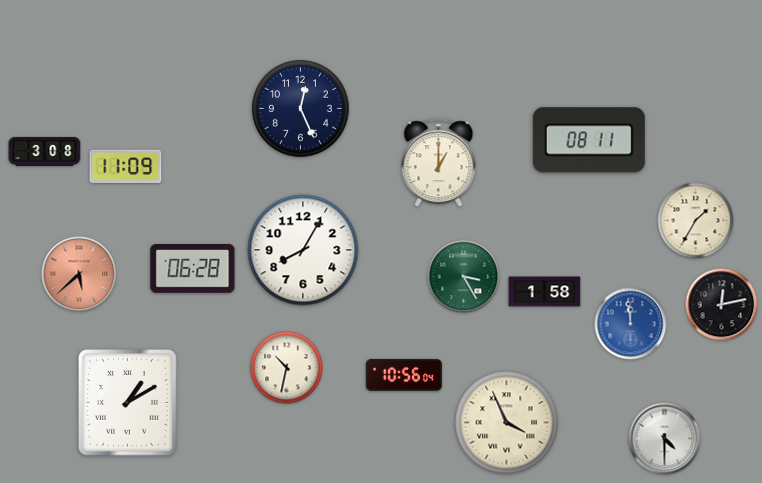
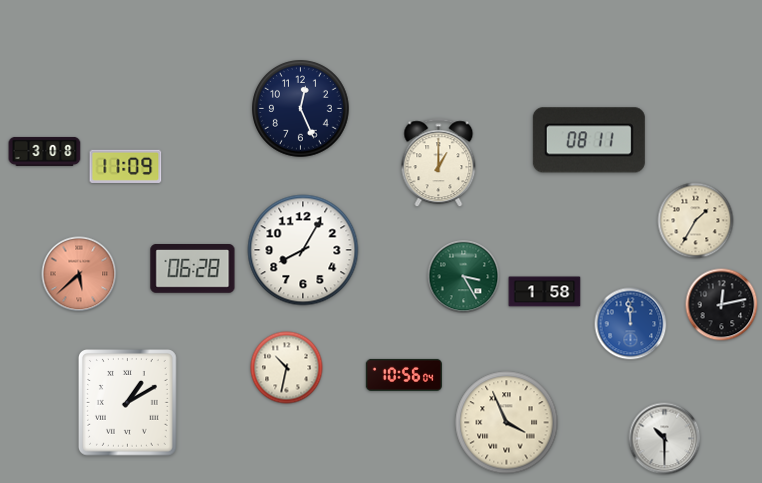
clock at (665, 439): 4:30 -> 10:30
